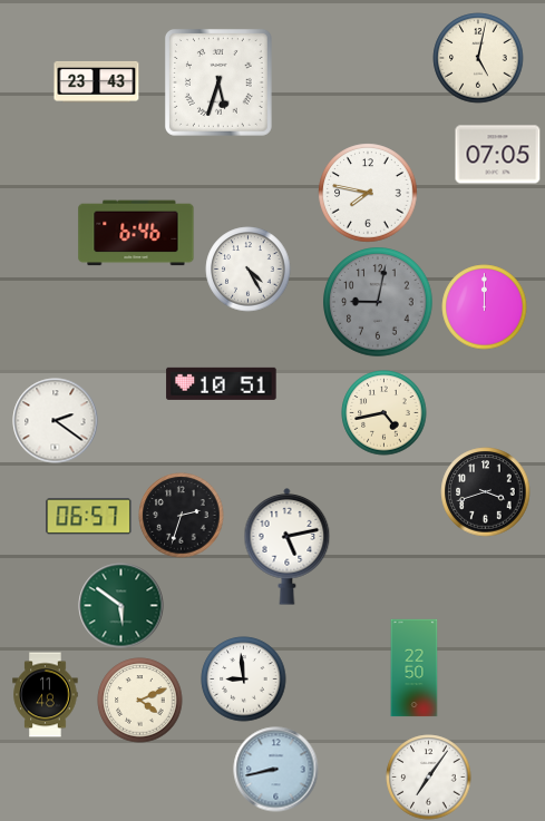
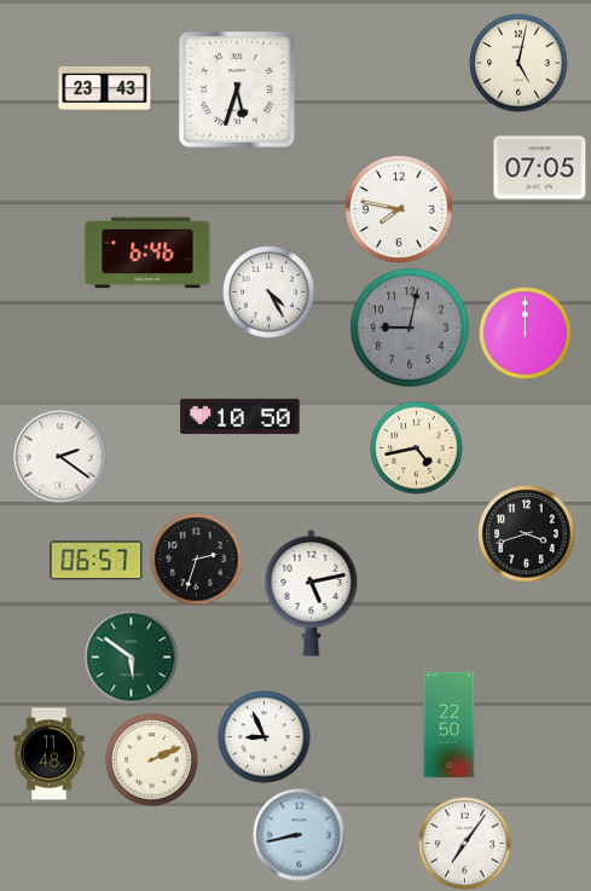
clock at (222, 383): 10:51 -> 10:50
clock at (244, 680): 8:59 -> 8:56
clock at (140, 701): 4:11 -> 2:11
